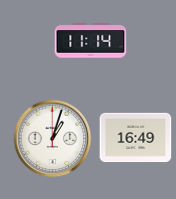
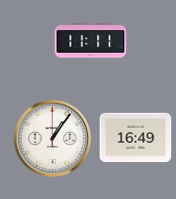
clock at (91, 41): 11:14 -> 11:11
clock at (53, 139): 1:03 -> 1:06
